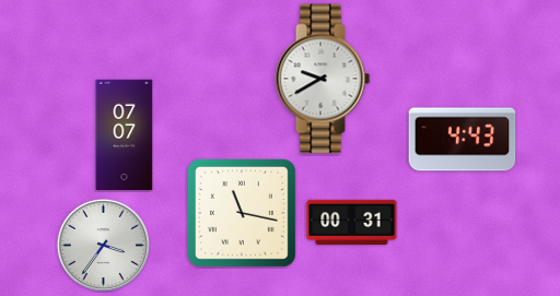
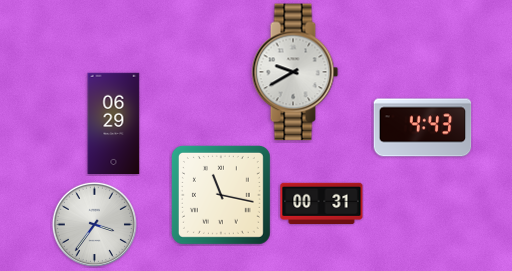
clock at (125, 135): 07:07 -> 06:29
